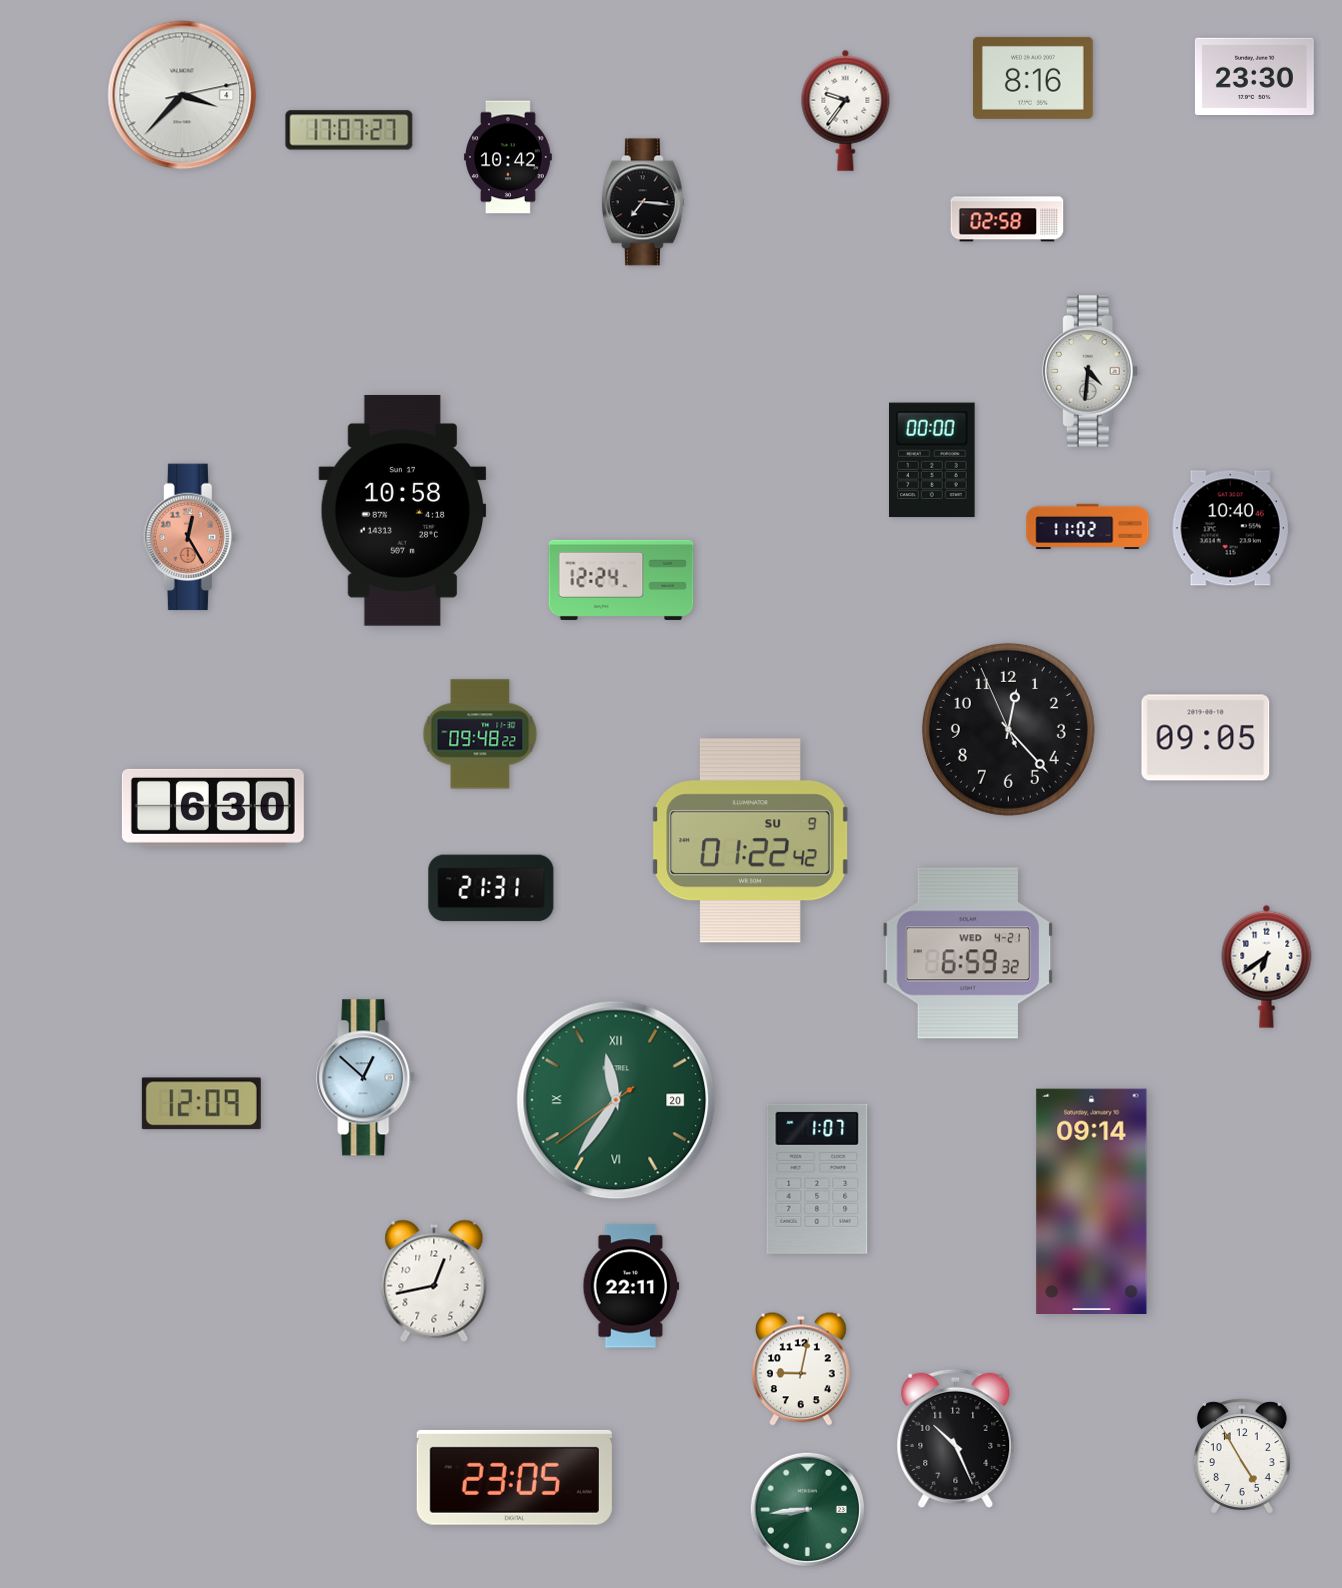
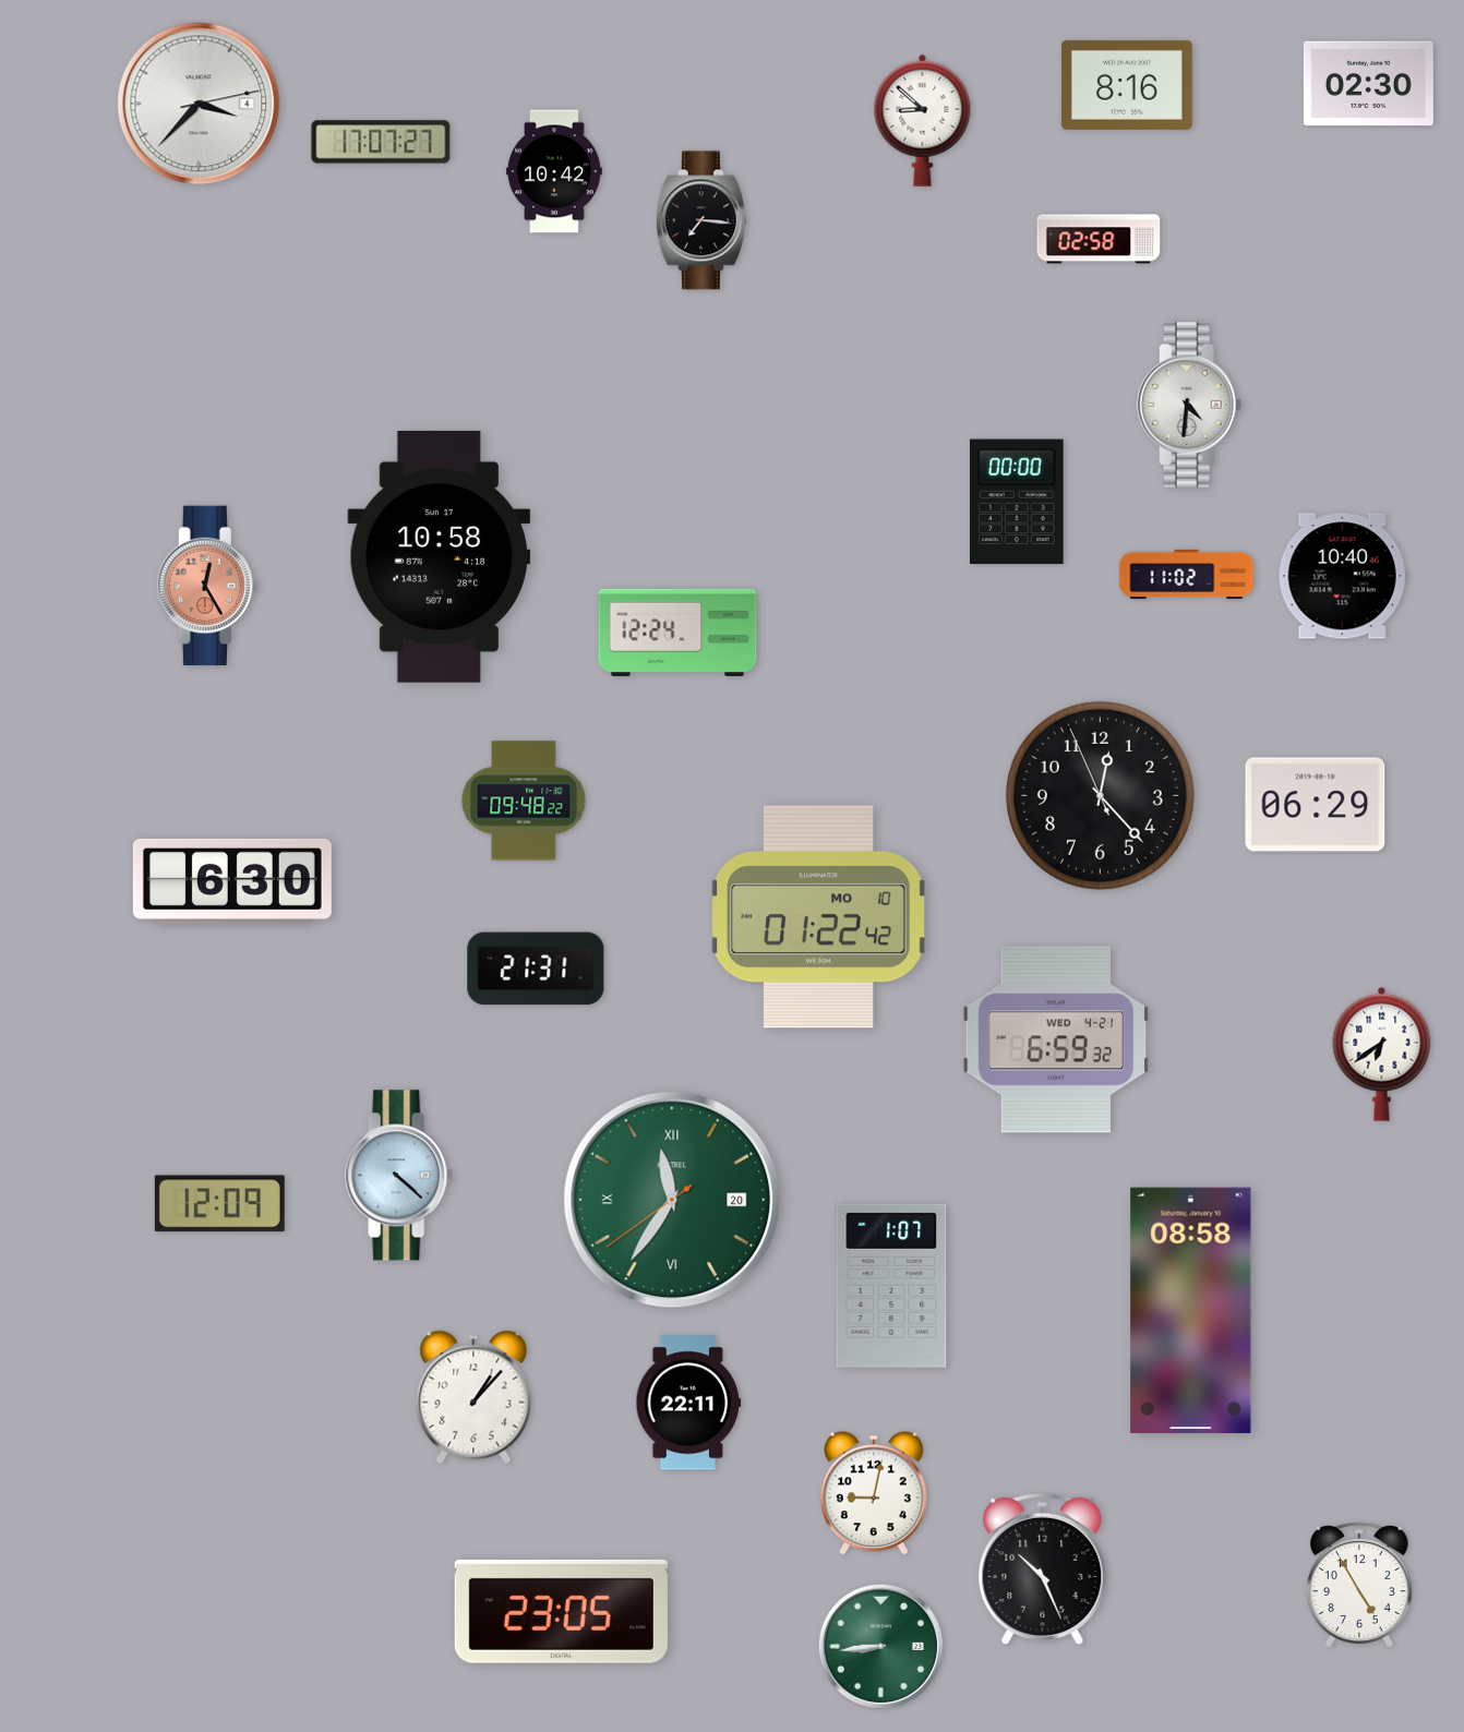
clock at (1254, 77): 23:30 -> 02:30
clock at (846, 110): 9:36 -> 8:52
clock at (1206, 738): 09:05 -> 06:29
clock at (751, 841) date: SU 9 -> MO 10
clock at (366, 1078): 12:52 -> 4:22
clock at (1092, 1201): 09:14 -> 08:58
clock at (434, 1281): 12:43 -> 1:07
clock at (1242, 1456) position: (1242, 1456) -> (1359, 1585)
